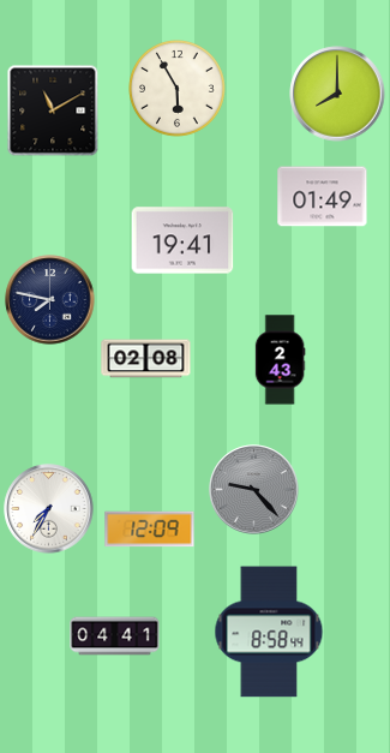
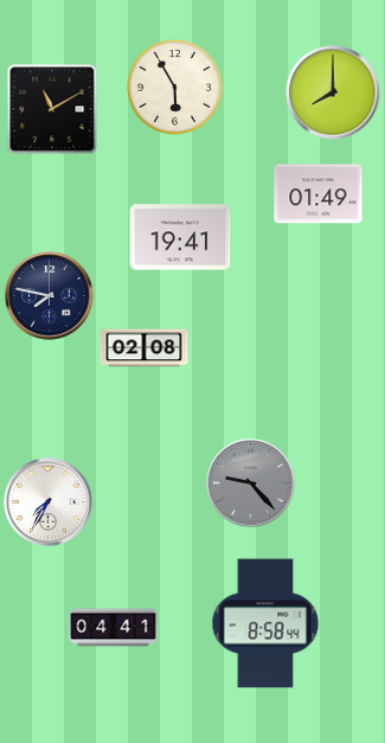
clock at (146, 359) position: (146, 359) -> (145, 348)
clock at (280, 360): 2:43 -> none
clock at (150, 530): 12:09 -> none
